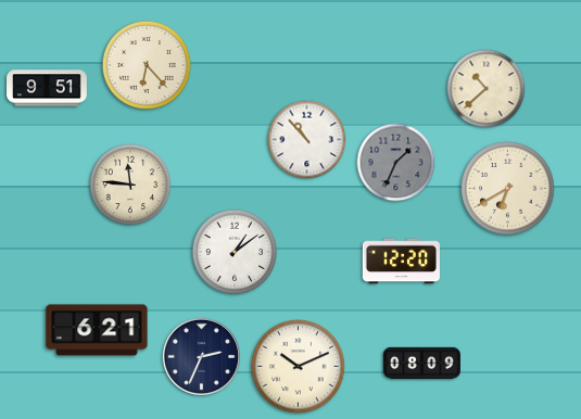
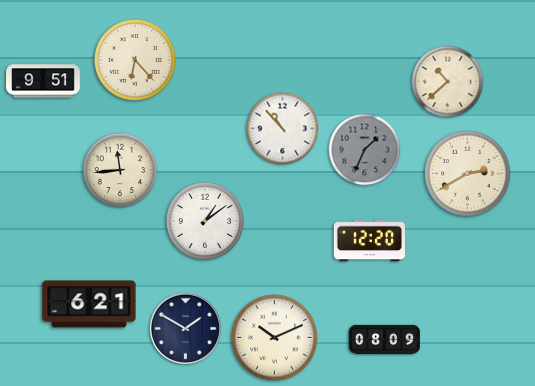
clock at (130, 185): 11:46 -> 11:44
clock at (508, 189): 6:40 -> 2:40
clock at (233, 251) position: (233, 251) -> (204, 220)
clock at (201, 356): 2:34 -> 1:50
clock at (421, 364) position: (421, 364) -> (384, 340)
